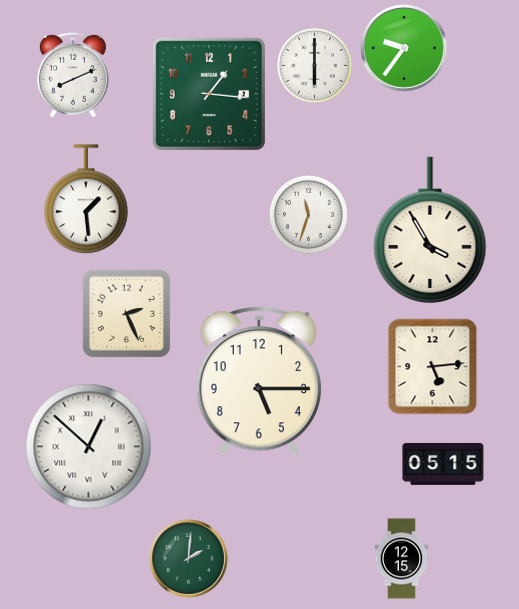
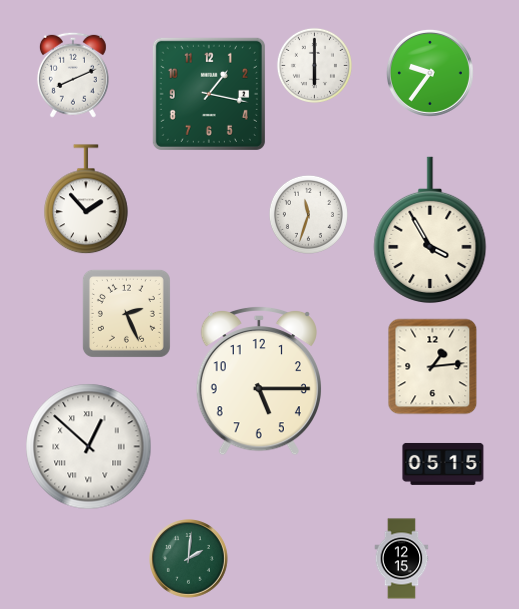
clock at (404, 48) position: (404, 48) -> (430, 73)
clock at (209, 94): 1:16 -> 1:17
clock at (87, 200): 1:29 -> 1:53
clock at (433, 367): 5:14 -> 1:14
